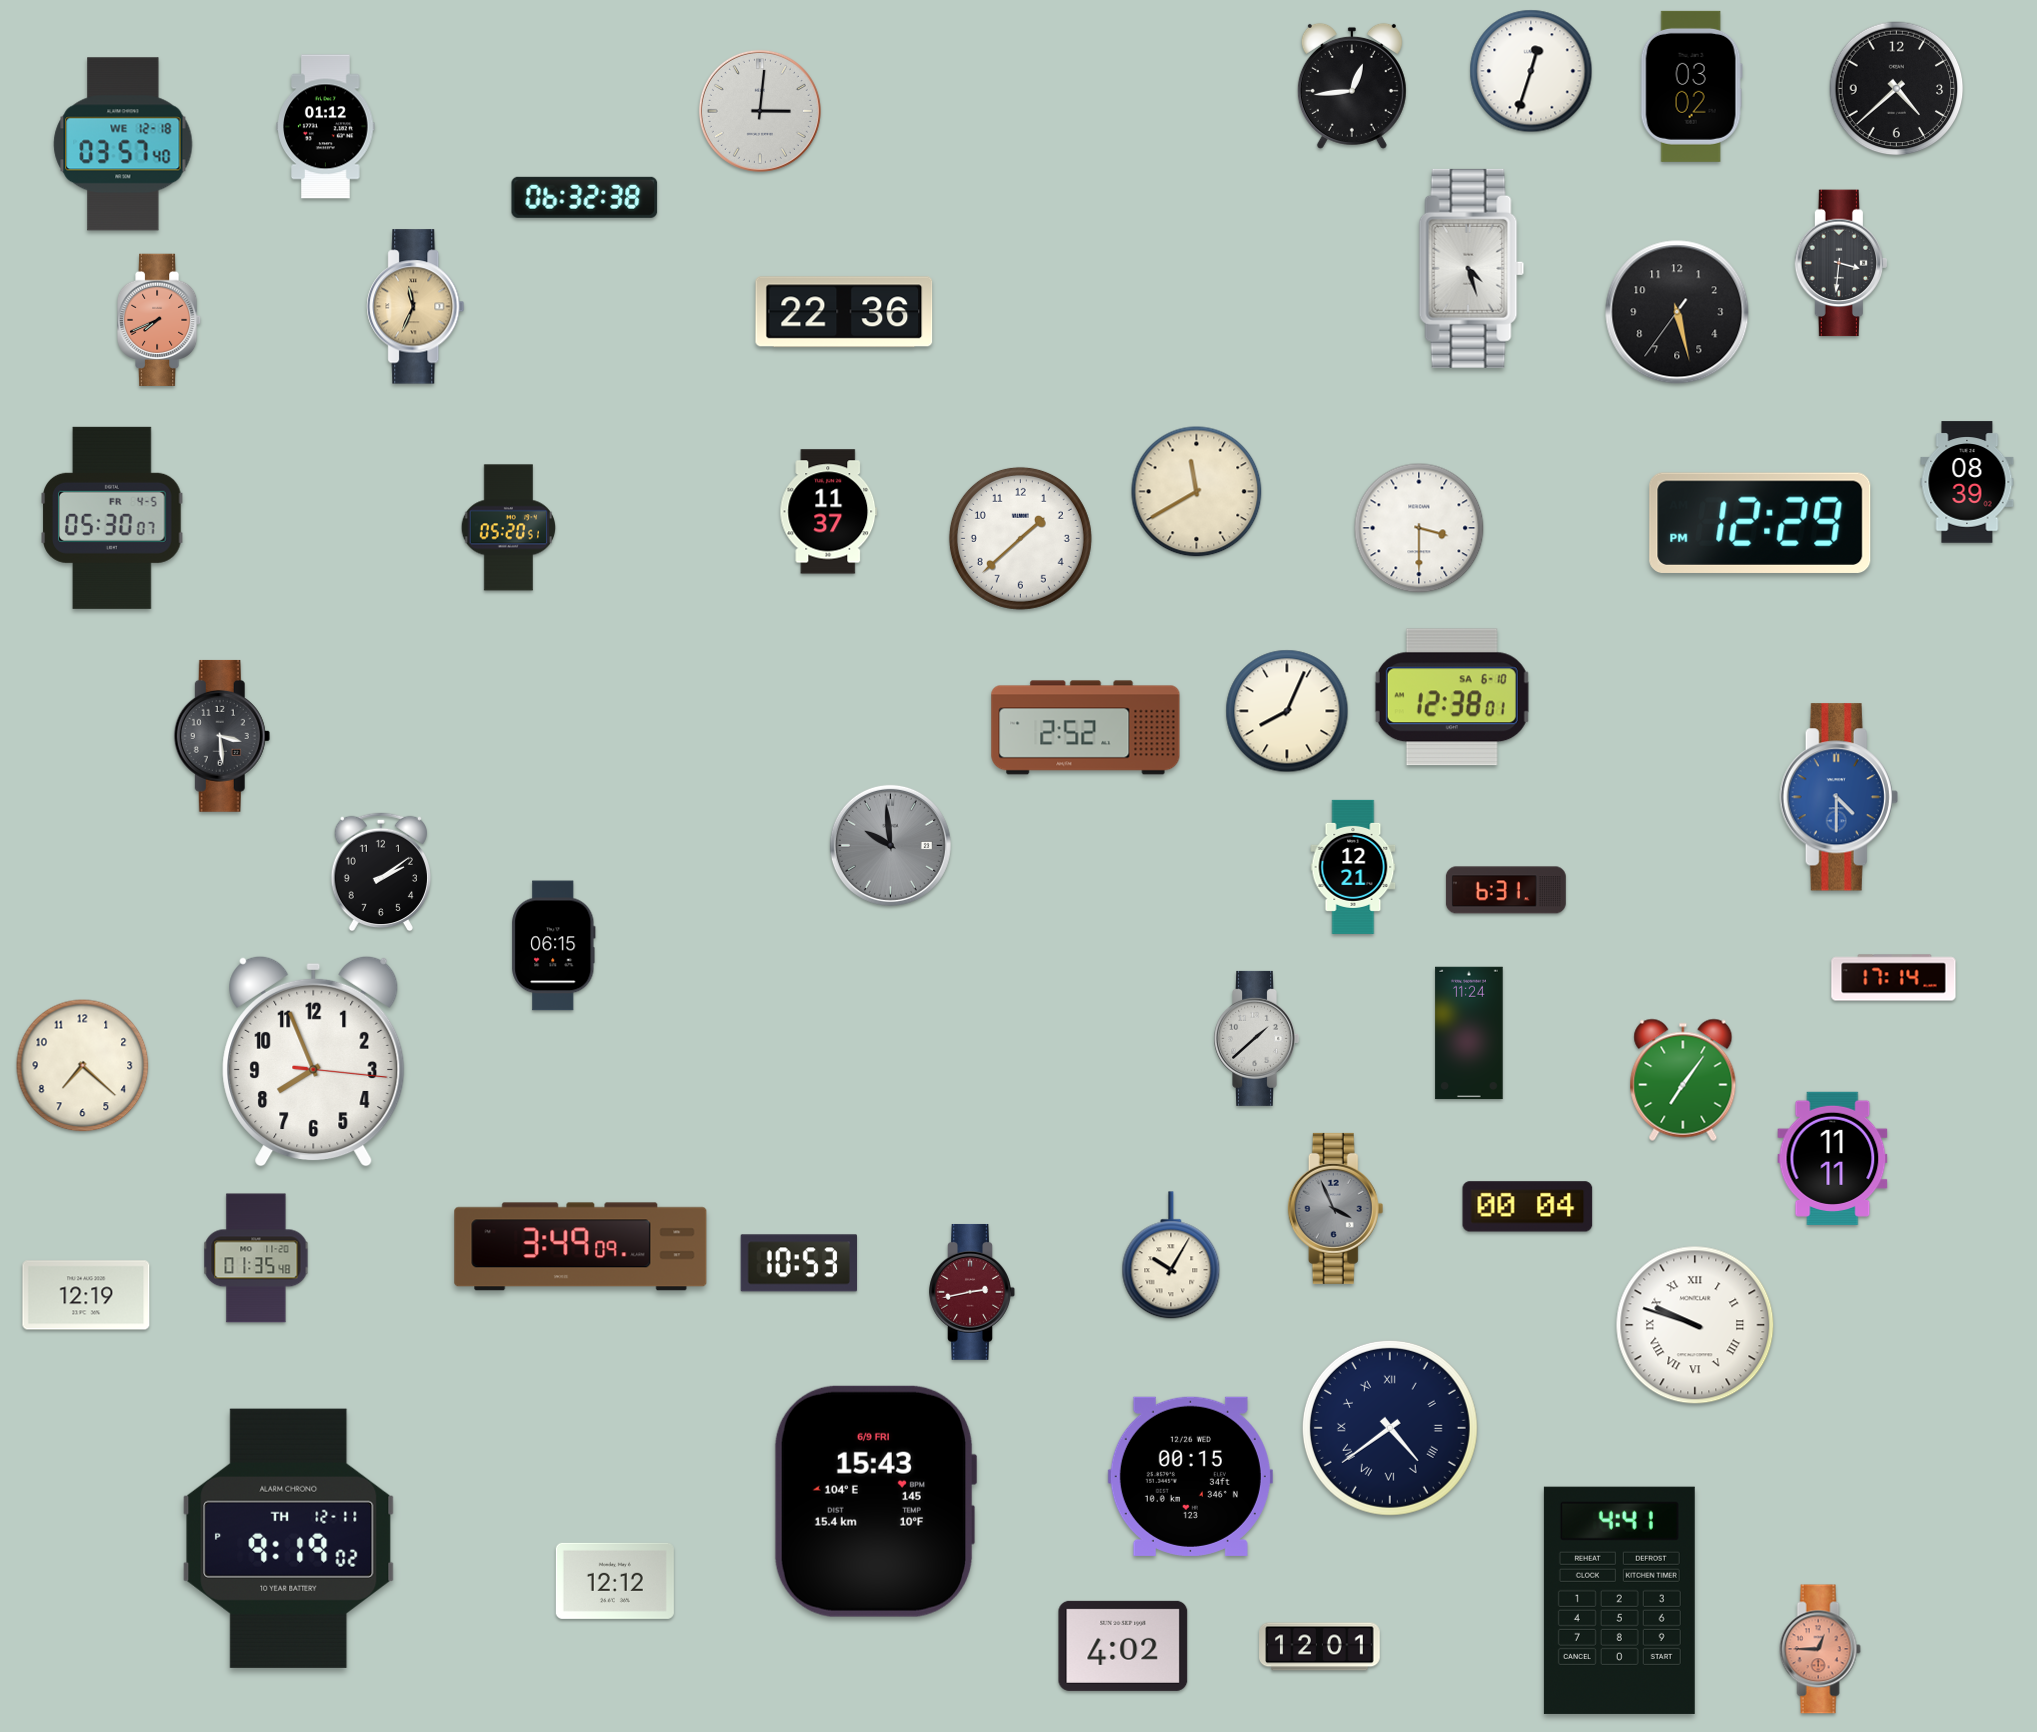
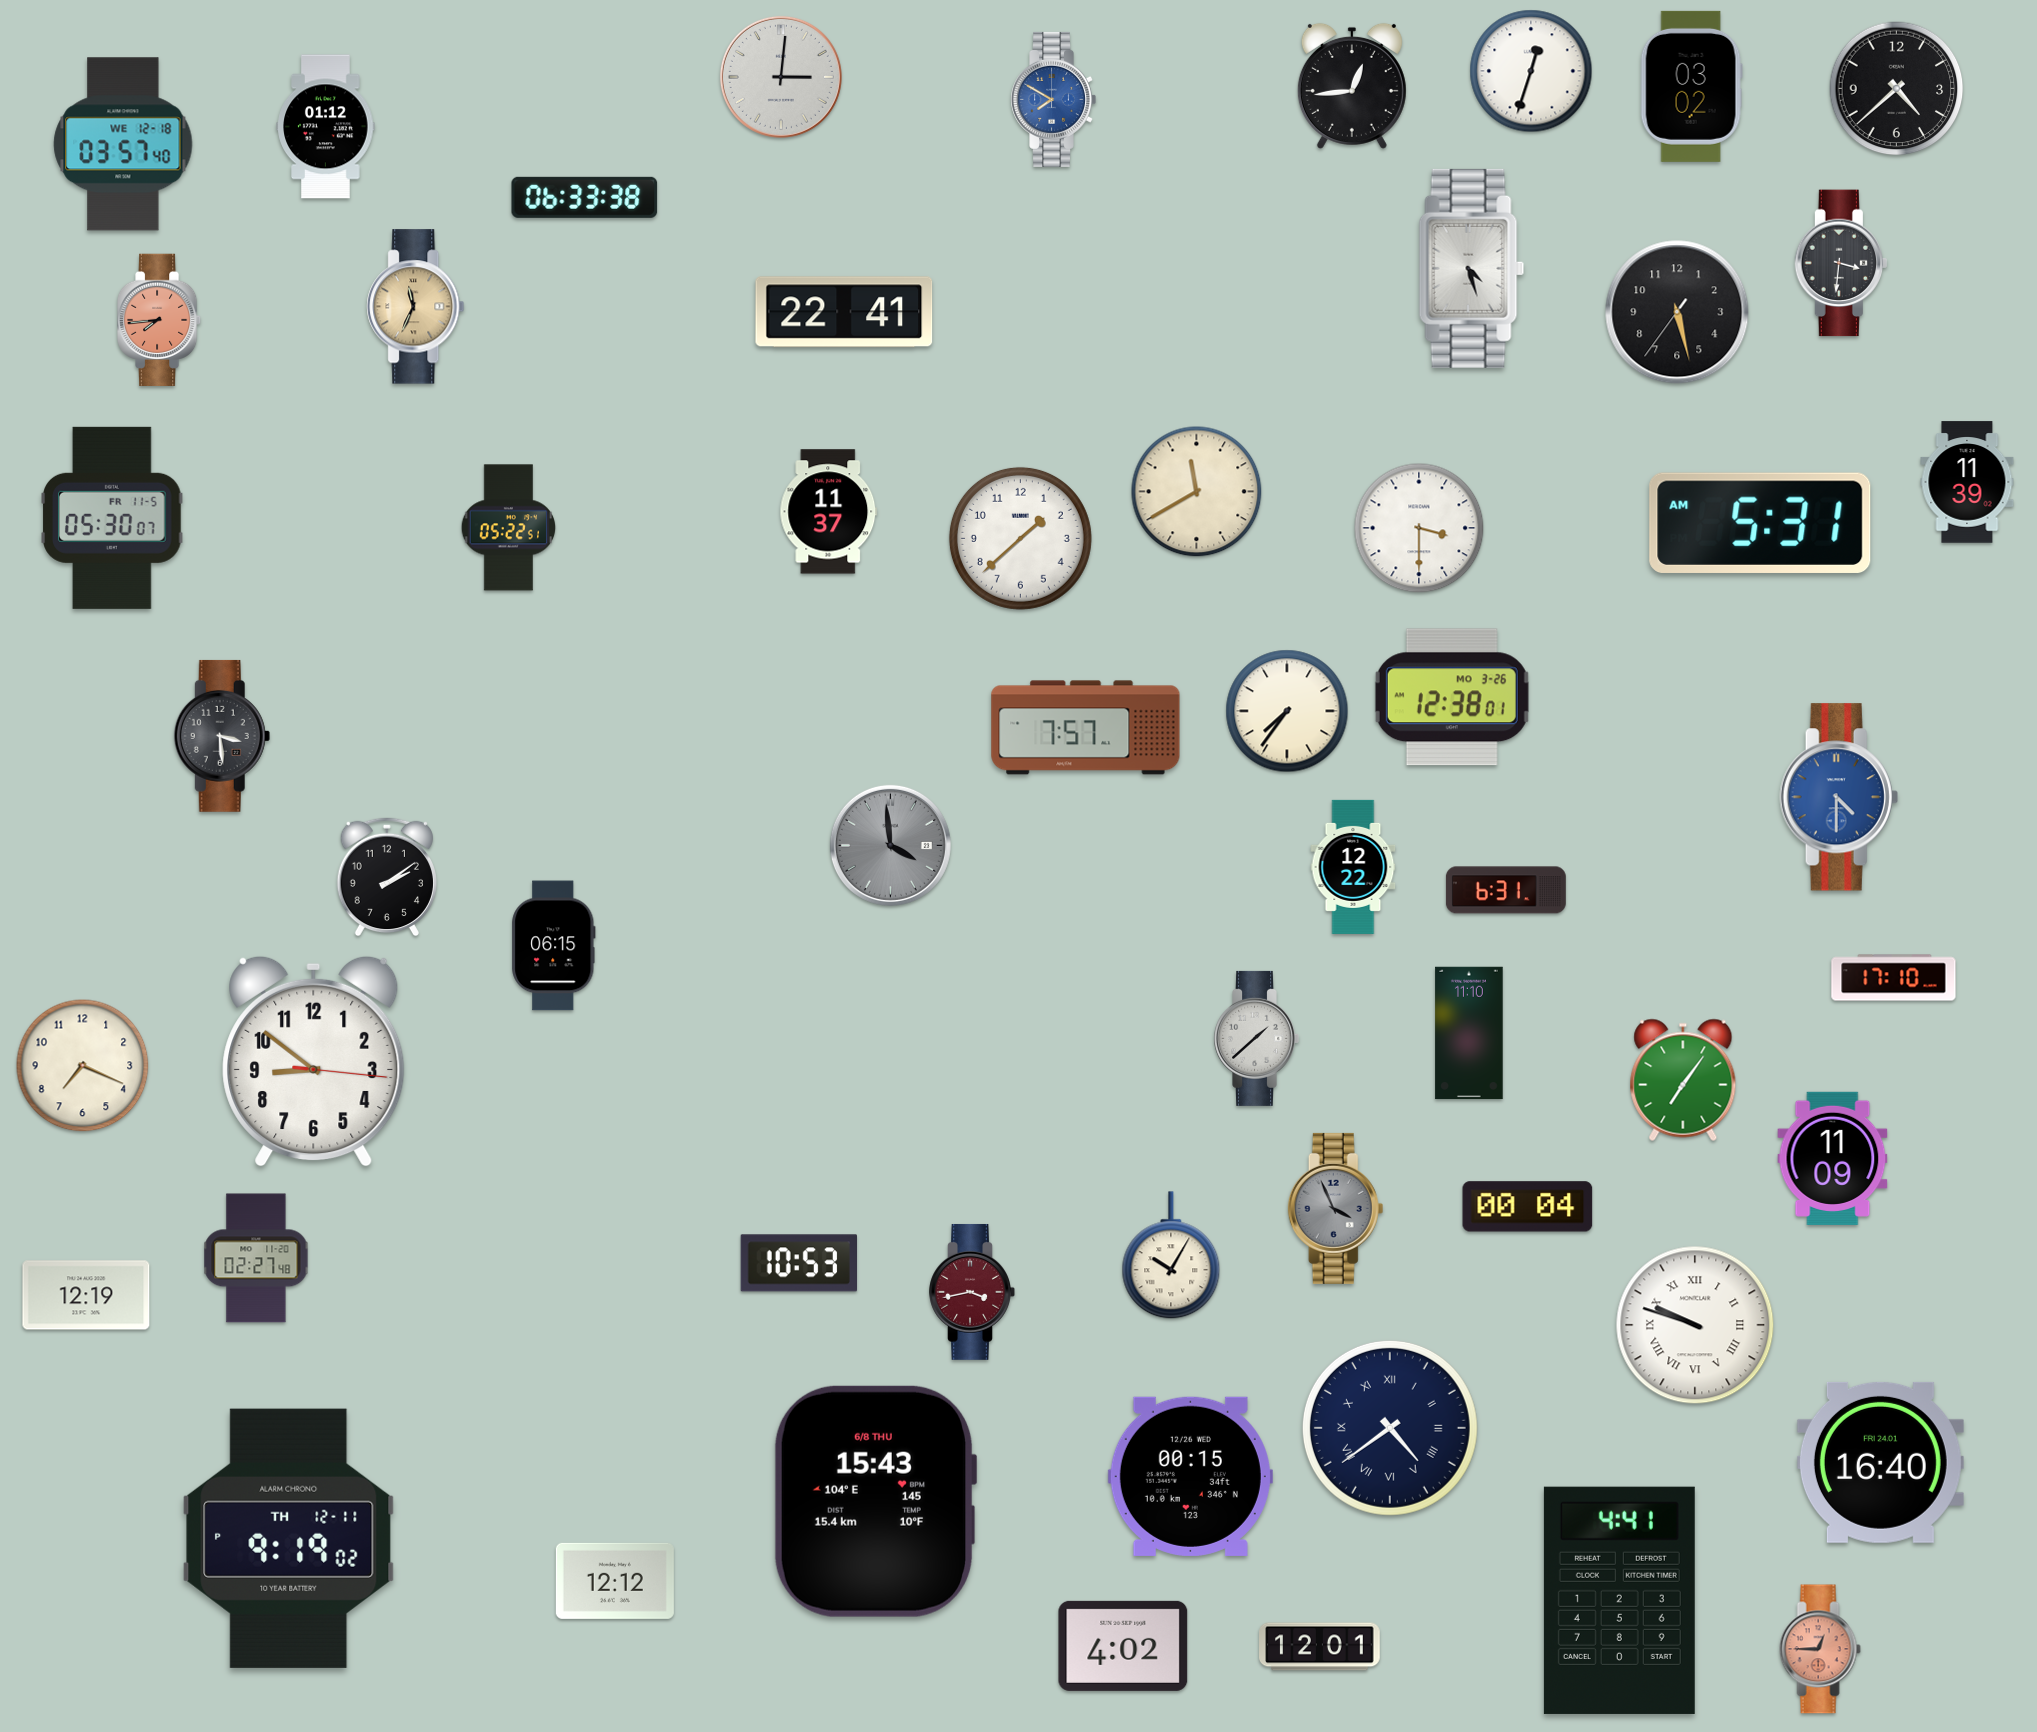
clock at (1053, 99): none -> 7:50
clock at (760, 111) position: (760, 111) -> (781, 77)
clock at (585, 197): 06:32 -> 06:33
clock at (844, 312): 22:36 -> 22:41
clock at (159, 319): 7:41 -> 7:44
clock at (1967, 482): 08:39 -> 11:39
clock at (112, 518) date: FR 4-5 -> FR 11-5
clock at (1760, 523): 12:29 -> 5:31
clock at (509, 528): 05:20 -> 05:22
clock at (1452, 697) date: SA 6-10 -> MO 3-26
clock at (1287, 711): 8:04 -> 7:36
clock at (1086, 728): 2:52 -> 7:57
clock at (890, 845): 9:59 -> 3:59
clock at (1353, 867): 12:21 -> 12:22
clock at (381, 872) position: (381, 872) -> (387, 877)
clock at (1894, 978): 17:14 -> 17:10
clock at (1469, 1033): 11:24 -> 11:10
clock at (314, 1061): 7:56 -> 8:51
clock at (83, 1066): 7:22 -> 7:19
clock at (1833, 1158): 11:11 -> 11:09
clock at (581, 1247): 3:49 -> none
clock at (256, 1258): 01:35 -> 02:27
clock at (972, 1292): 2:43 -> 3:43
clock at (1880, 1462): none -> 16:40
clock at (875, 1501) date: 6/9 FRI -> 6/8 THU
